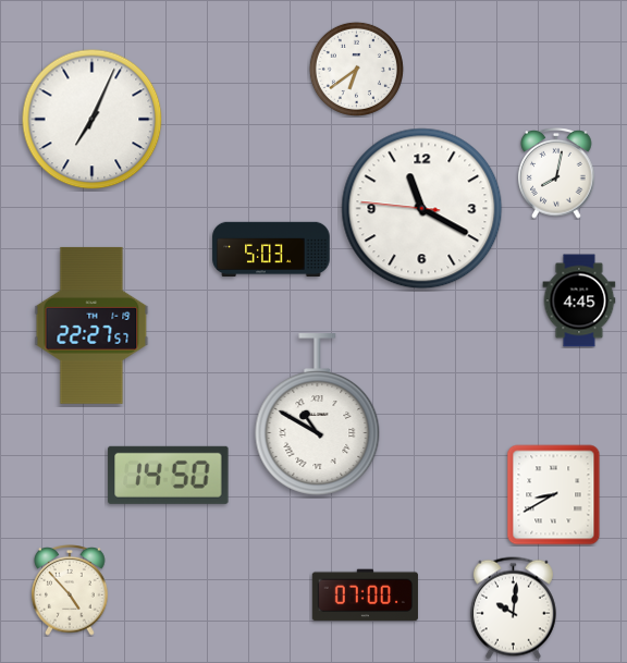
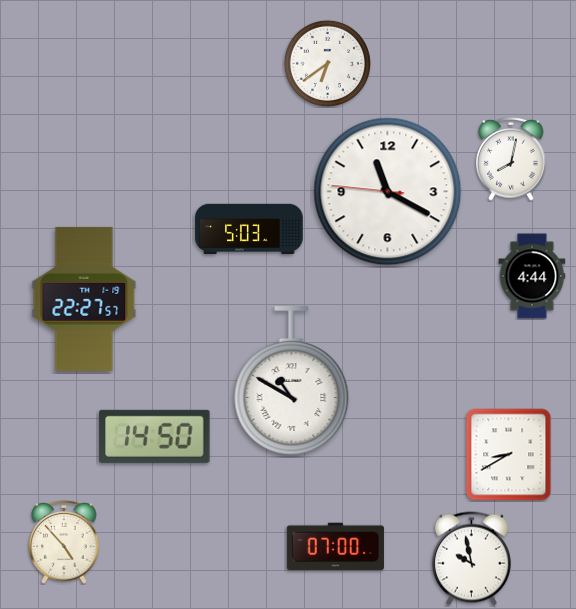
clock at (93, 120): 7:04 -> none
clock at (579, 300): 4:45 -> 4:44
clock at (513, 609): 10:01 -> 9:58
